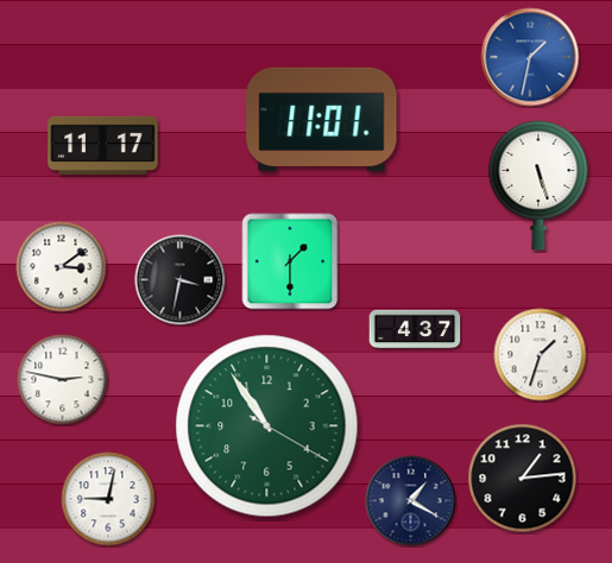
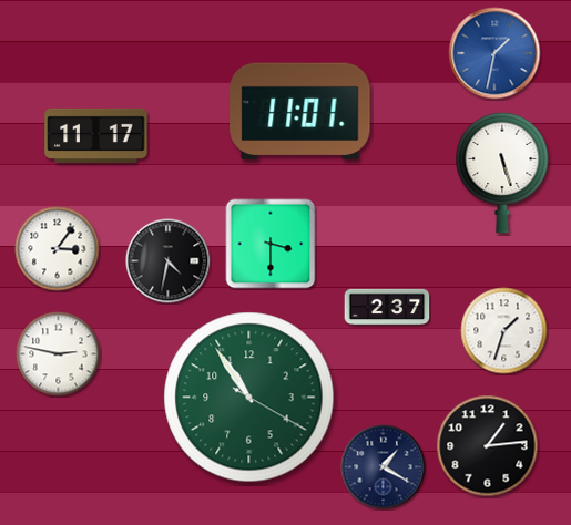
clock at (290, 261): 1:30 -> 3:30
clock at (62, 267): 3:09 -> 3:06
clock at (181, 280): 3:32 -> 4:32
clock at (415, 329): 4:37 -> 2:37
clock at (108, 499): 9:02 -> none
